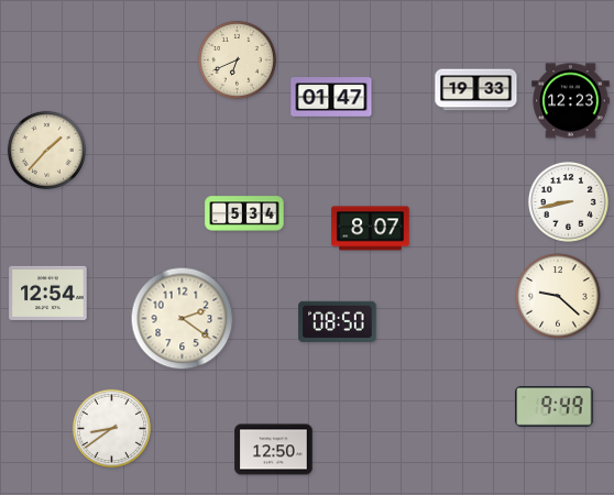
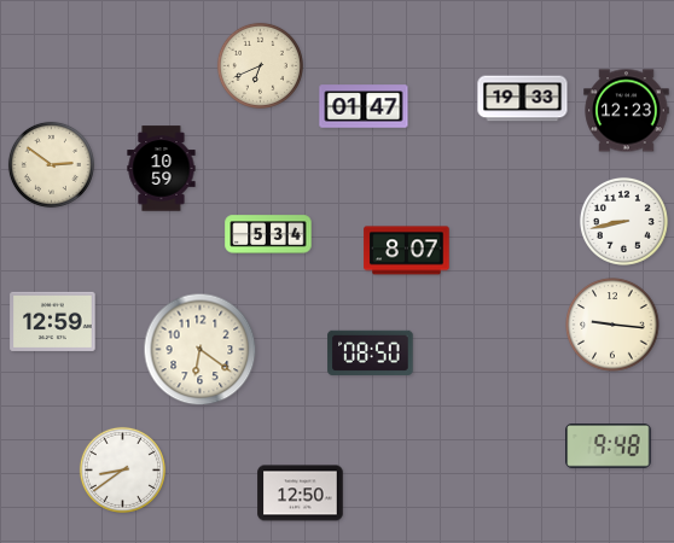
clock at (46, 150): 1:37 -> 2:51
clock at (162, 169): none -> 10:59
clock at (48, 293): 12:54 -> 12:59
clock at (558, 296): 9:22 -> 9:16
clock at (183, 319): 2:21 -> 6:21
clock at (555, 407): 9:49 -> 9:48
